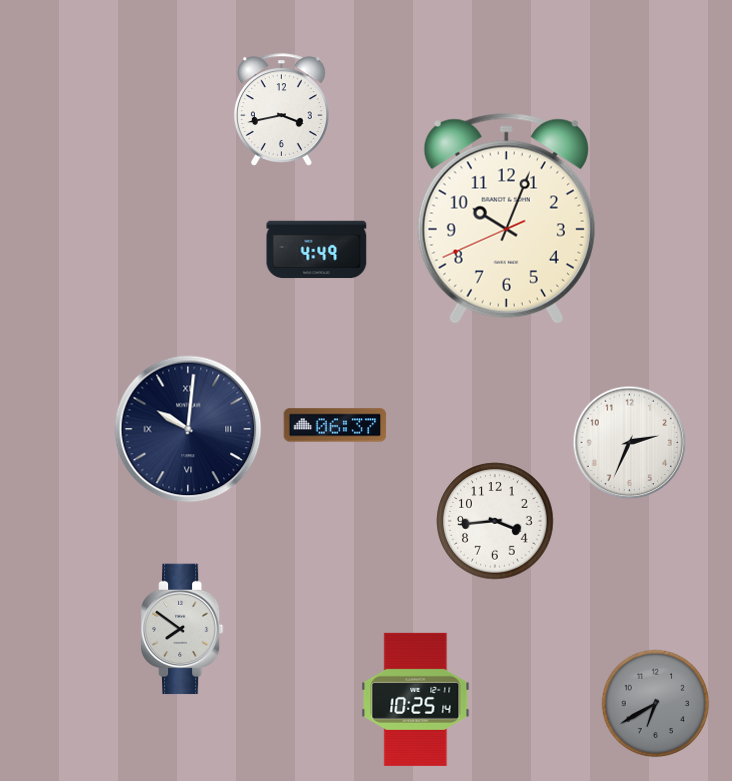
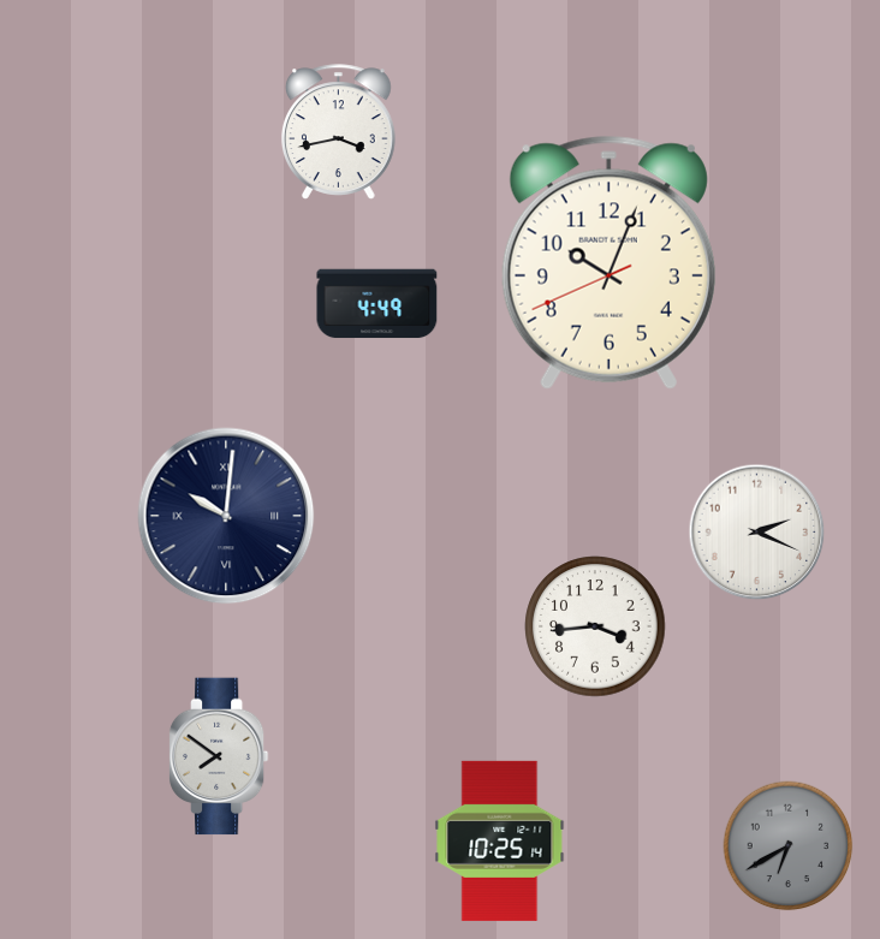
clock at (317, 250) position: (317, 250) -> (377, 304)
clock at (335, 425): 06:37 -> none
clock at (630, 443): 2:34 -> 2:19
